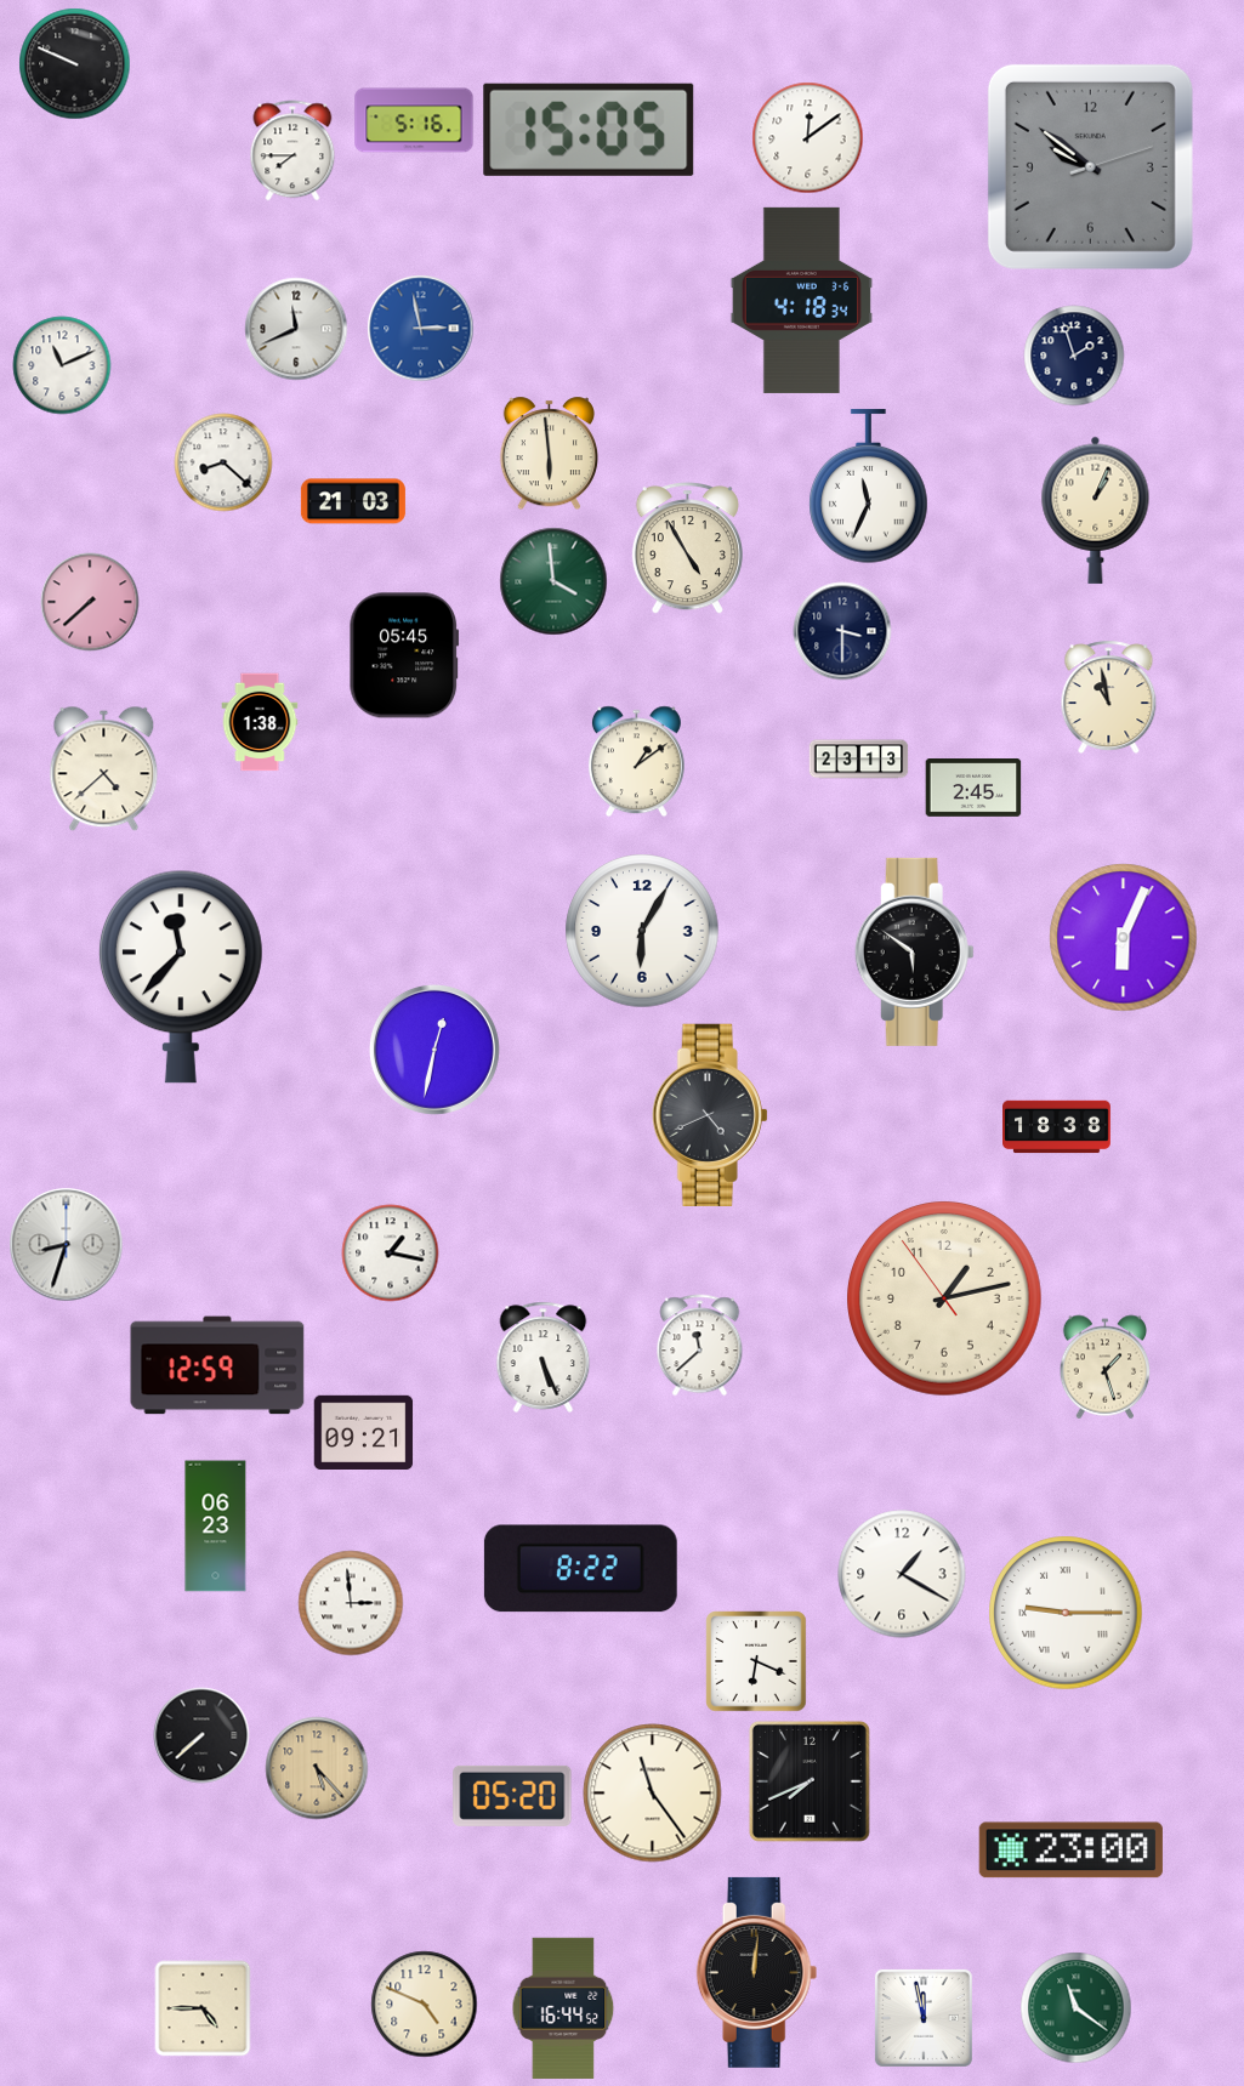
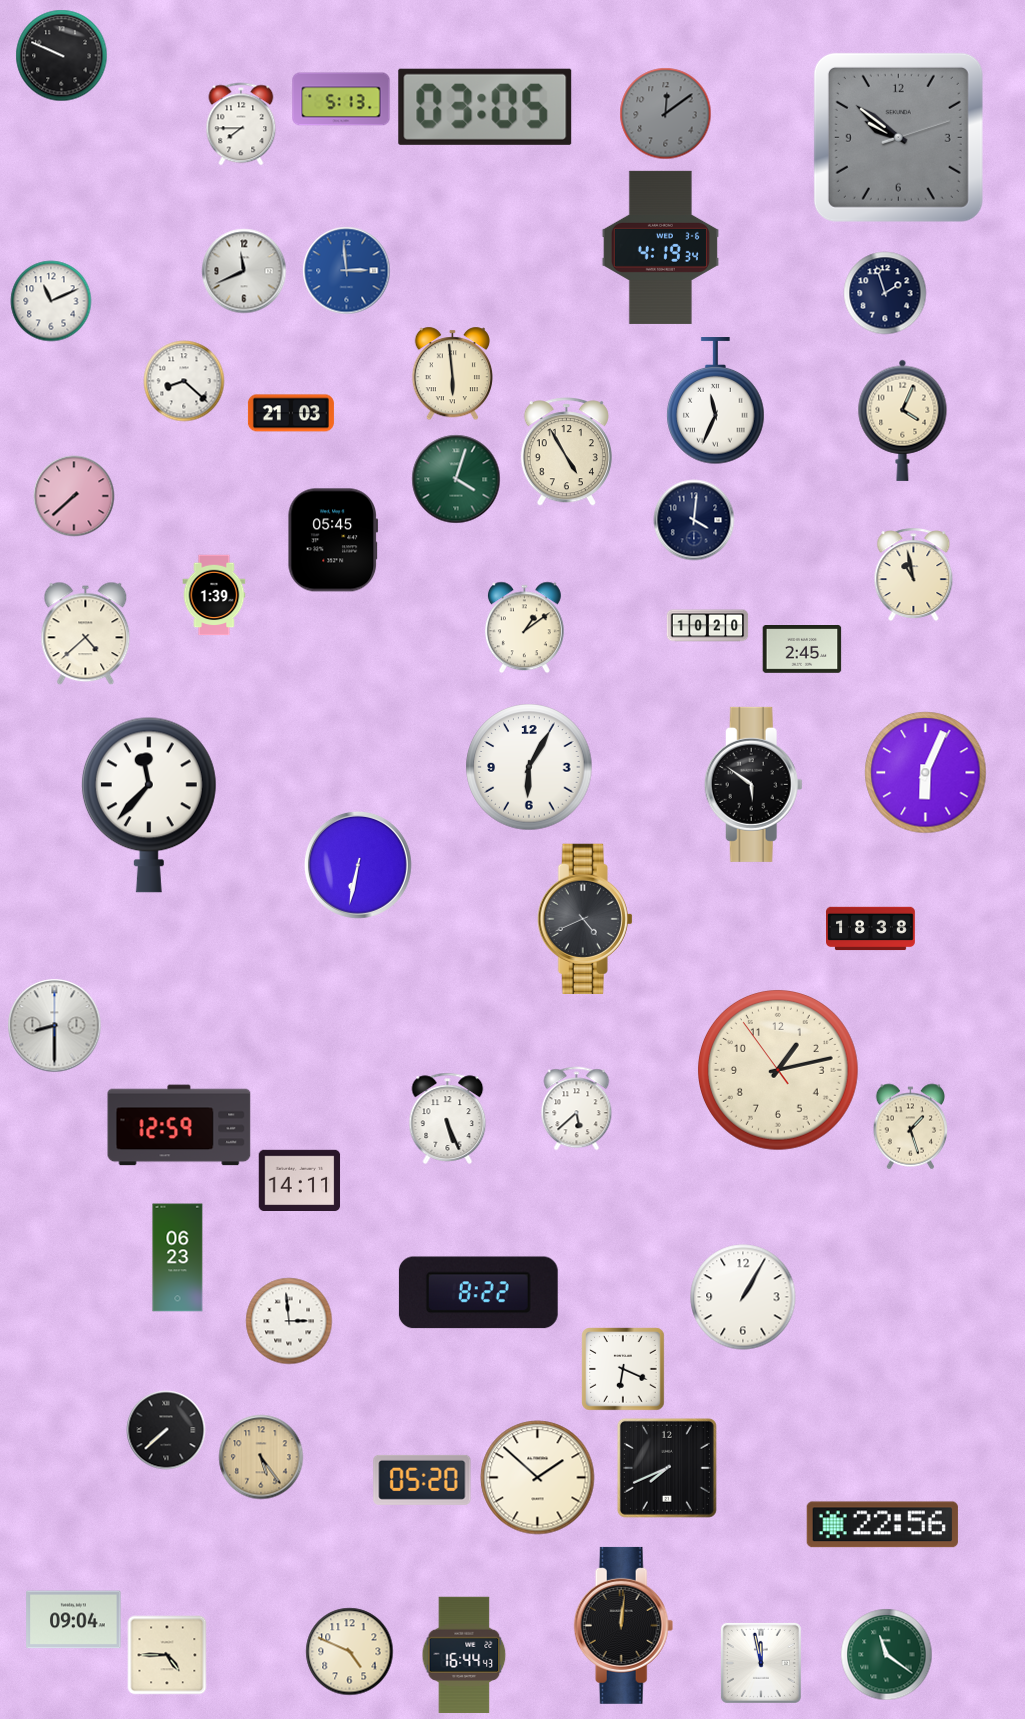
clock at (75, 64) position: (75, 64) -> (62, 56)
clock at (414, 120): 5:16 -> 5:13
clock at (589, 130): 15:05 -> 03:05
clock at (808, 138) dial: white -> grey
clock at (801, 300): 4:18 -> 4:19
clock at (421, 329): 2:58 -> 2:59
clock at (1096, 510): 1:04 -> 4:04
clock at (553, 581): 3:59 -> 4:03
clock at (842, 631): 3:30 -> 4:01
clock at (260, 722): 1:38 -> 1:39
clock at (859, 760): 23:13 -> 10:20
clock at (434, 1050): 12:32 -> 6:32
clock at (67, 1245): 8:33 -> 8:30
clock at (391, 1254): 1:17 -> none
clock at (700, 1346): 11:38 -> 5:38
clock at (364, 1432): 09:21 -> 14:11
clock at (902, 1574): 1:20 -> 1:05
clock at (1066, 1613): 9:15 -> none
clock at (317, 1768): 5:23 -> 5:24
clock at (653, 1794): 11:24 -> 1:52
clock at (1070, 1851): 23:00 -> 22:56
clock at (74, 1620): none -> 09:04
clock at (563, 2007): 16:44:52 -> 16:44:43
